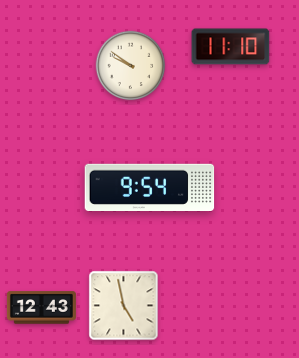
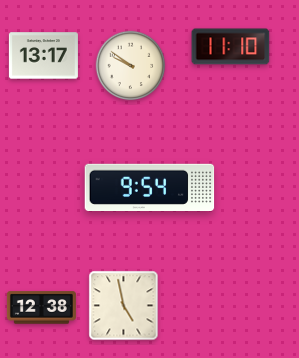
clock at (43, 56): none -> 13:17
clock at (41, 308): 12:43 -> 12:38
